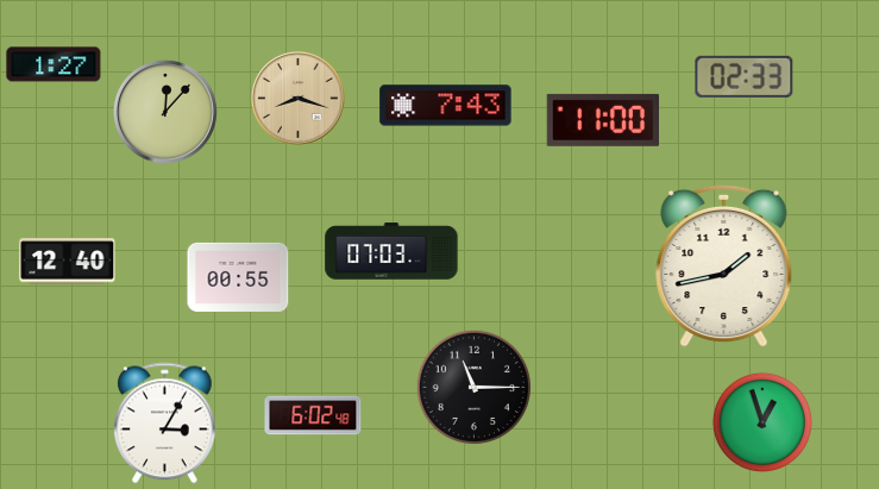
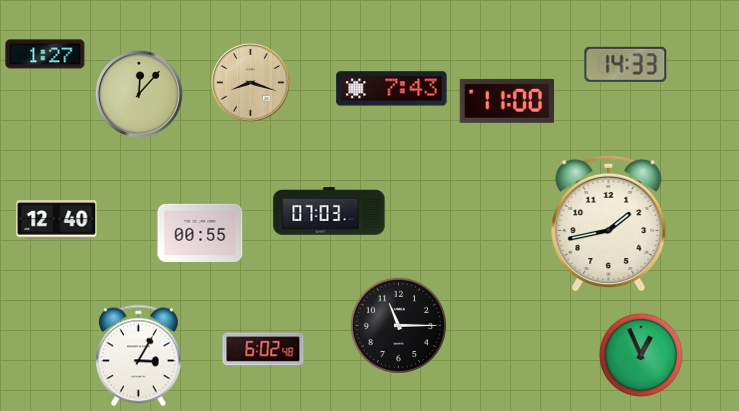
clock at (745, 76): 02:33 -> 14:33
clock at (446, 106) position: (446, 106) -> (392, 89)
clock at (762, 422): 12:57 -> 12:56
